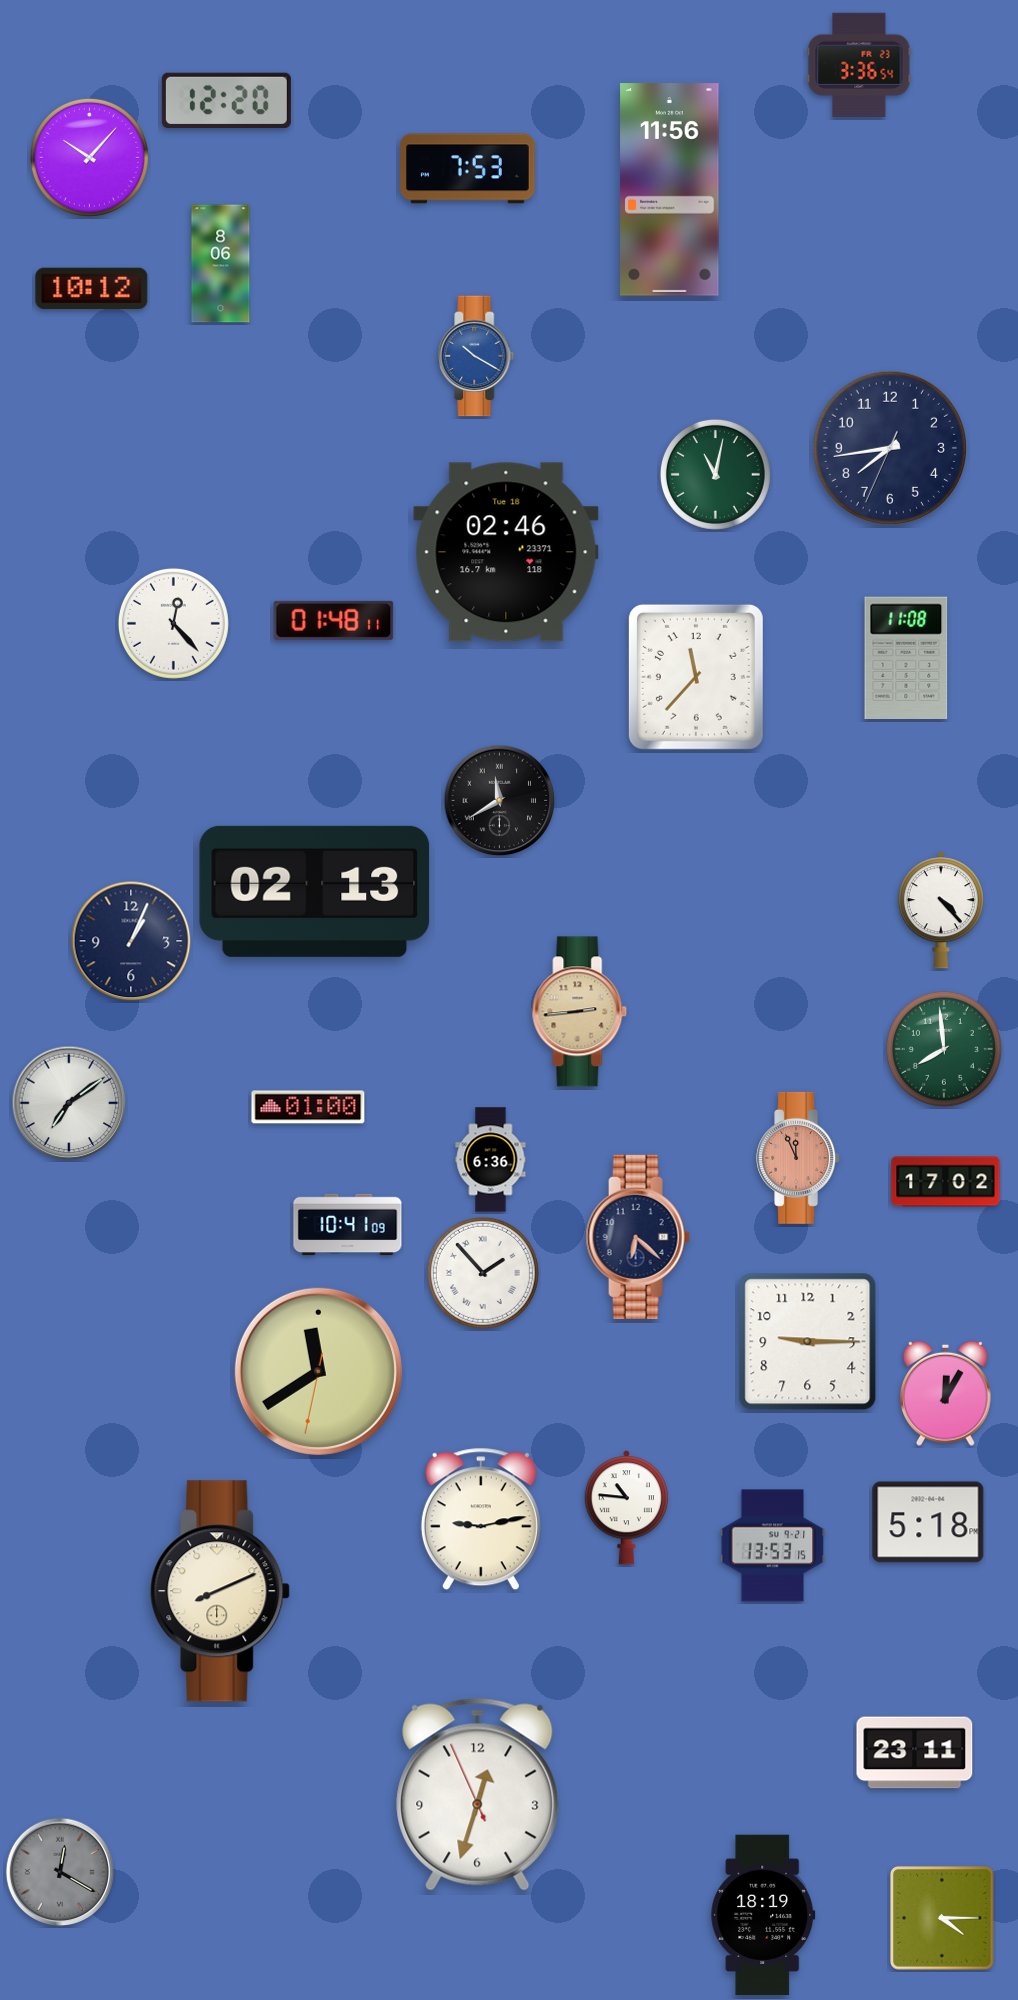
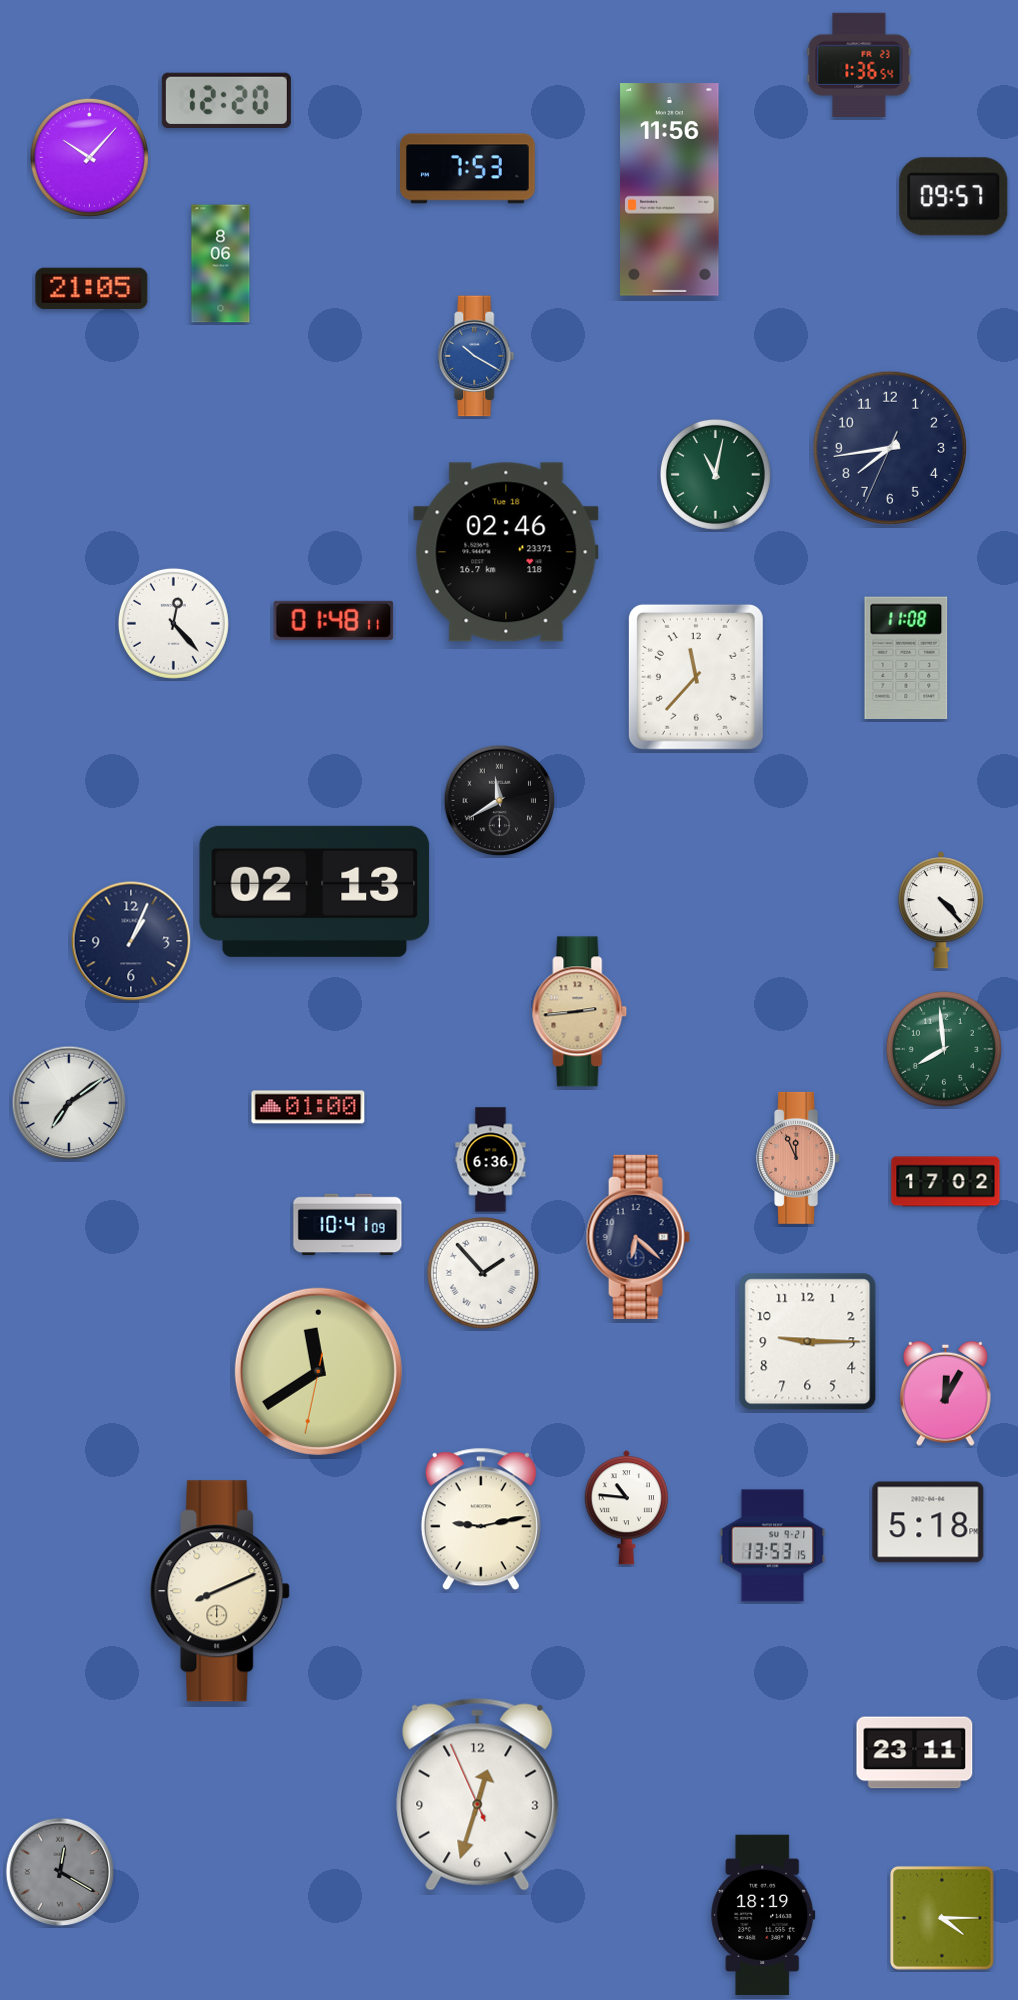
clock at (859, 65): 3:36 -> 1:36
clock at (954, 197): none -> 09:57
clock at (92, 288): 10:12 -> 21:05
